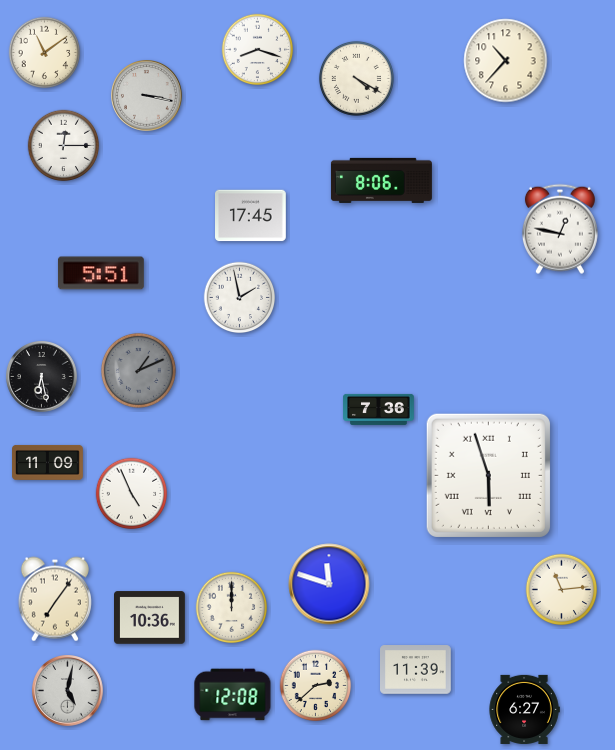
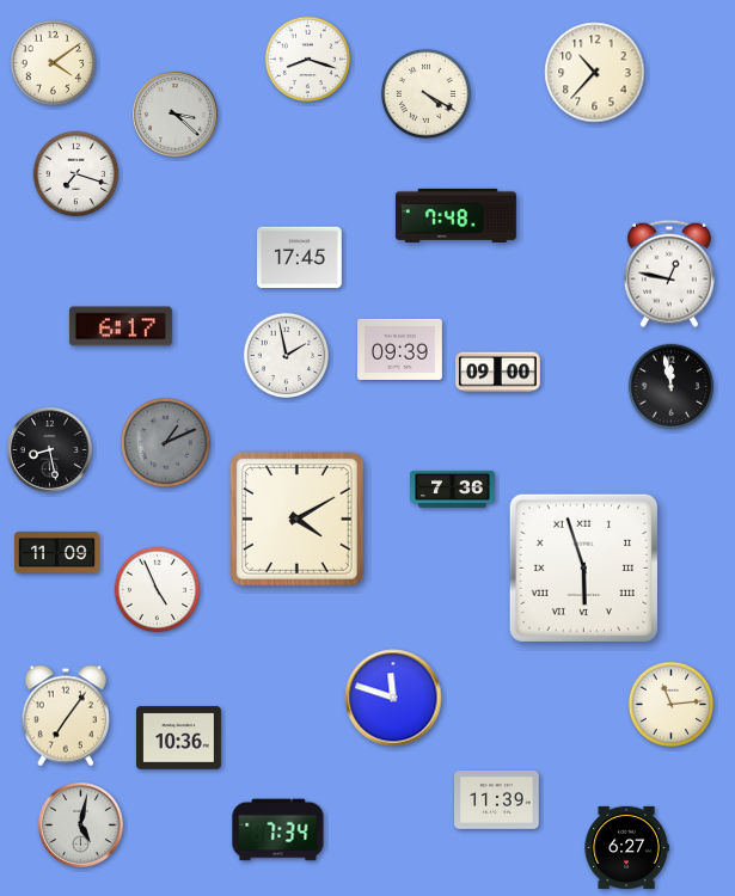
clock at (45, 53): 11:09 -> 4:09
clock at (506, 61) position: (506, 61) -> (595, 73)
clock at (147, 96): 3:17 -> 3:22
clock at (64, 146): 12:15 -> 7:18
clock at (381, 180): 8:06 -> 7:48
clock at (101, 273): 5:51 -> 6:17
clock at (400, 349): none -> 09:39
clock at (498, 373): none -> 09:00
clock at (672, 387): none -> 11:58
clock at (42, 377): 6:28 -> 8:28
clock at (296, 518): none -> 4:10
clock at (232, 608): 12:00 -> none
clock at (316, 686): 2:38 -> none
clock at (233, 695): 12:08 -> 7:34
